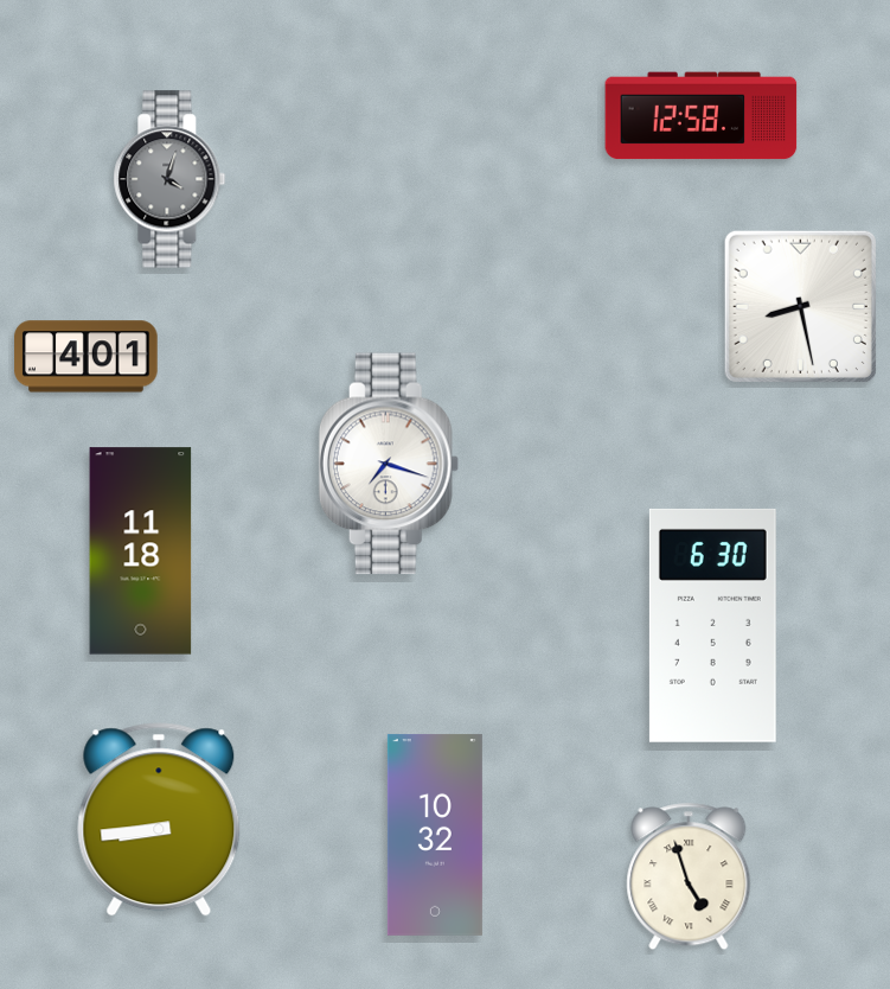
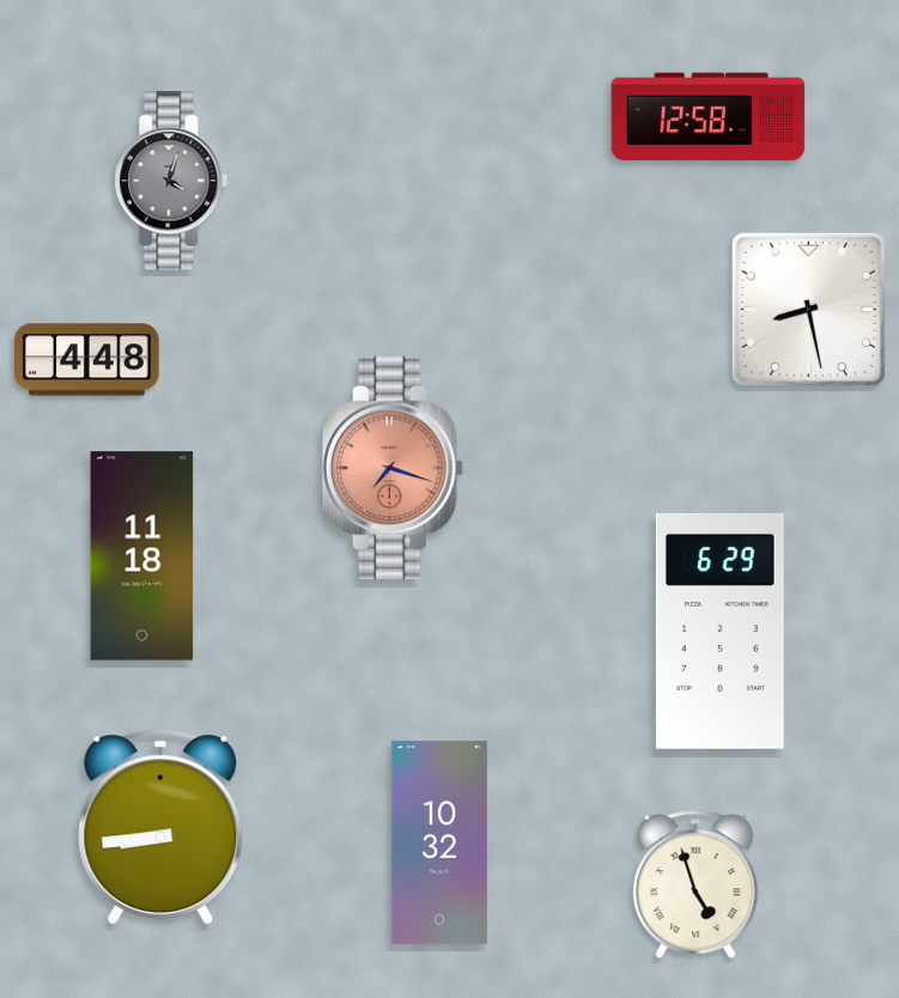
clock at (87, 357): 4:01 -> 4:48
clock at (389, 464) dial: white -> salmon
clock at (712, 625): 6:30 -> 6:29
